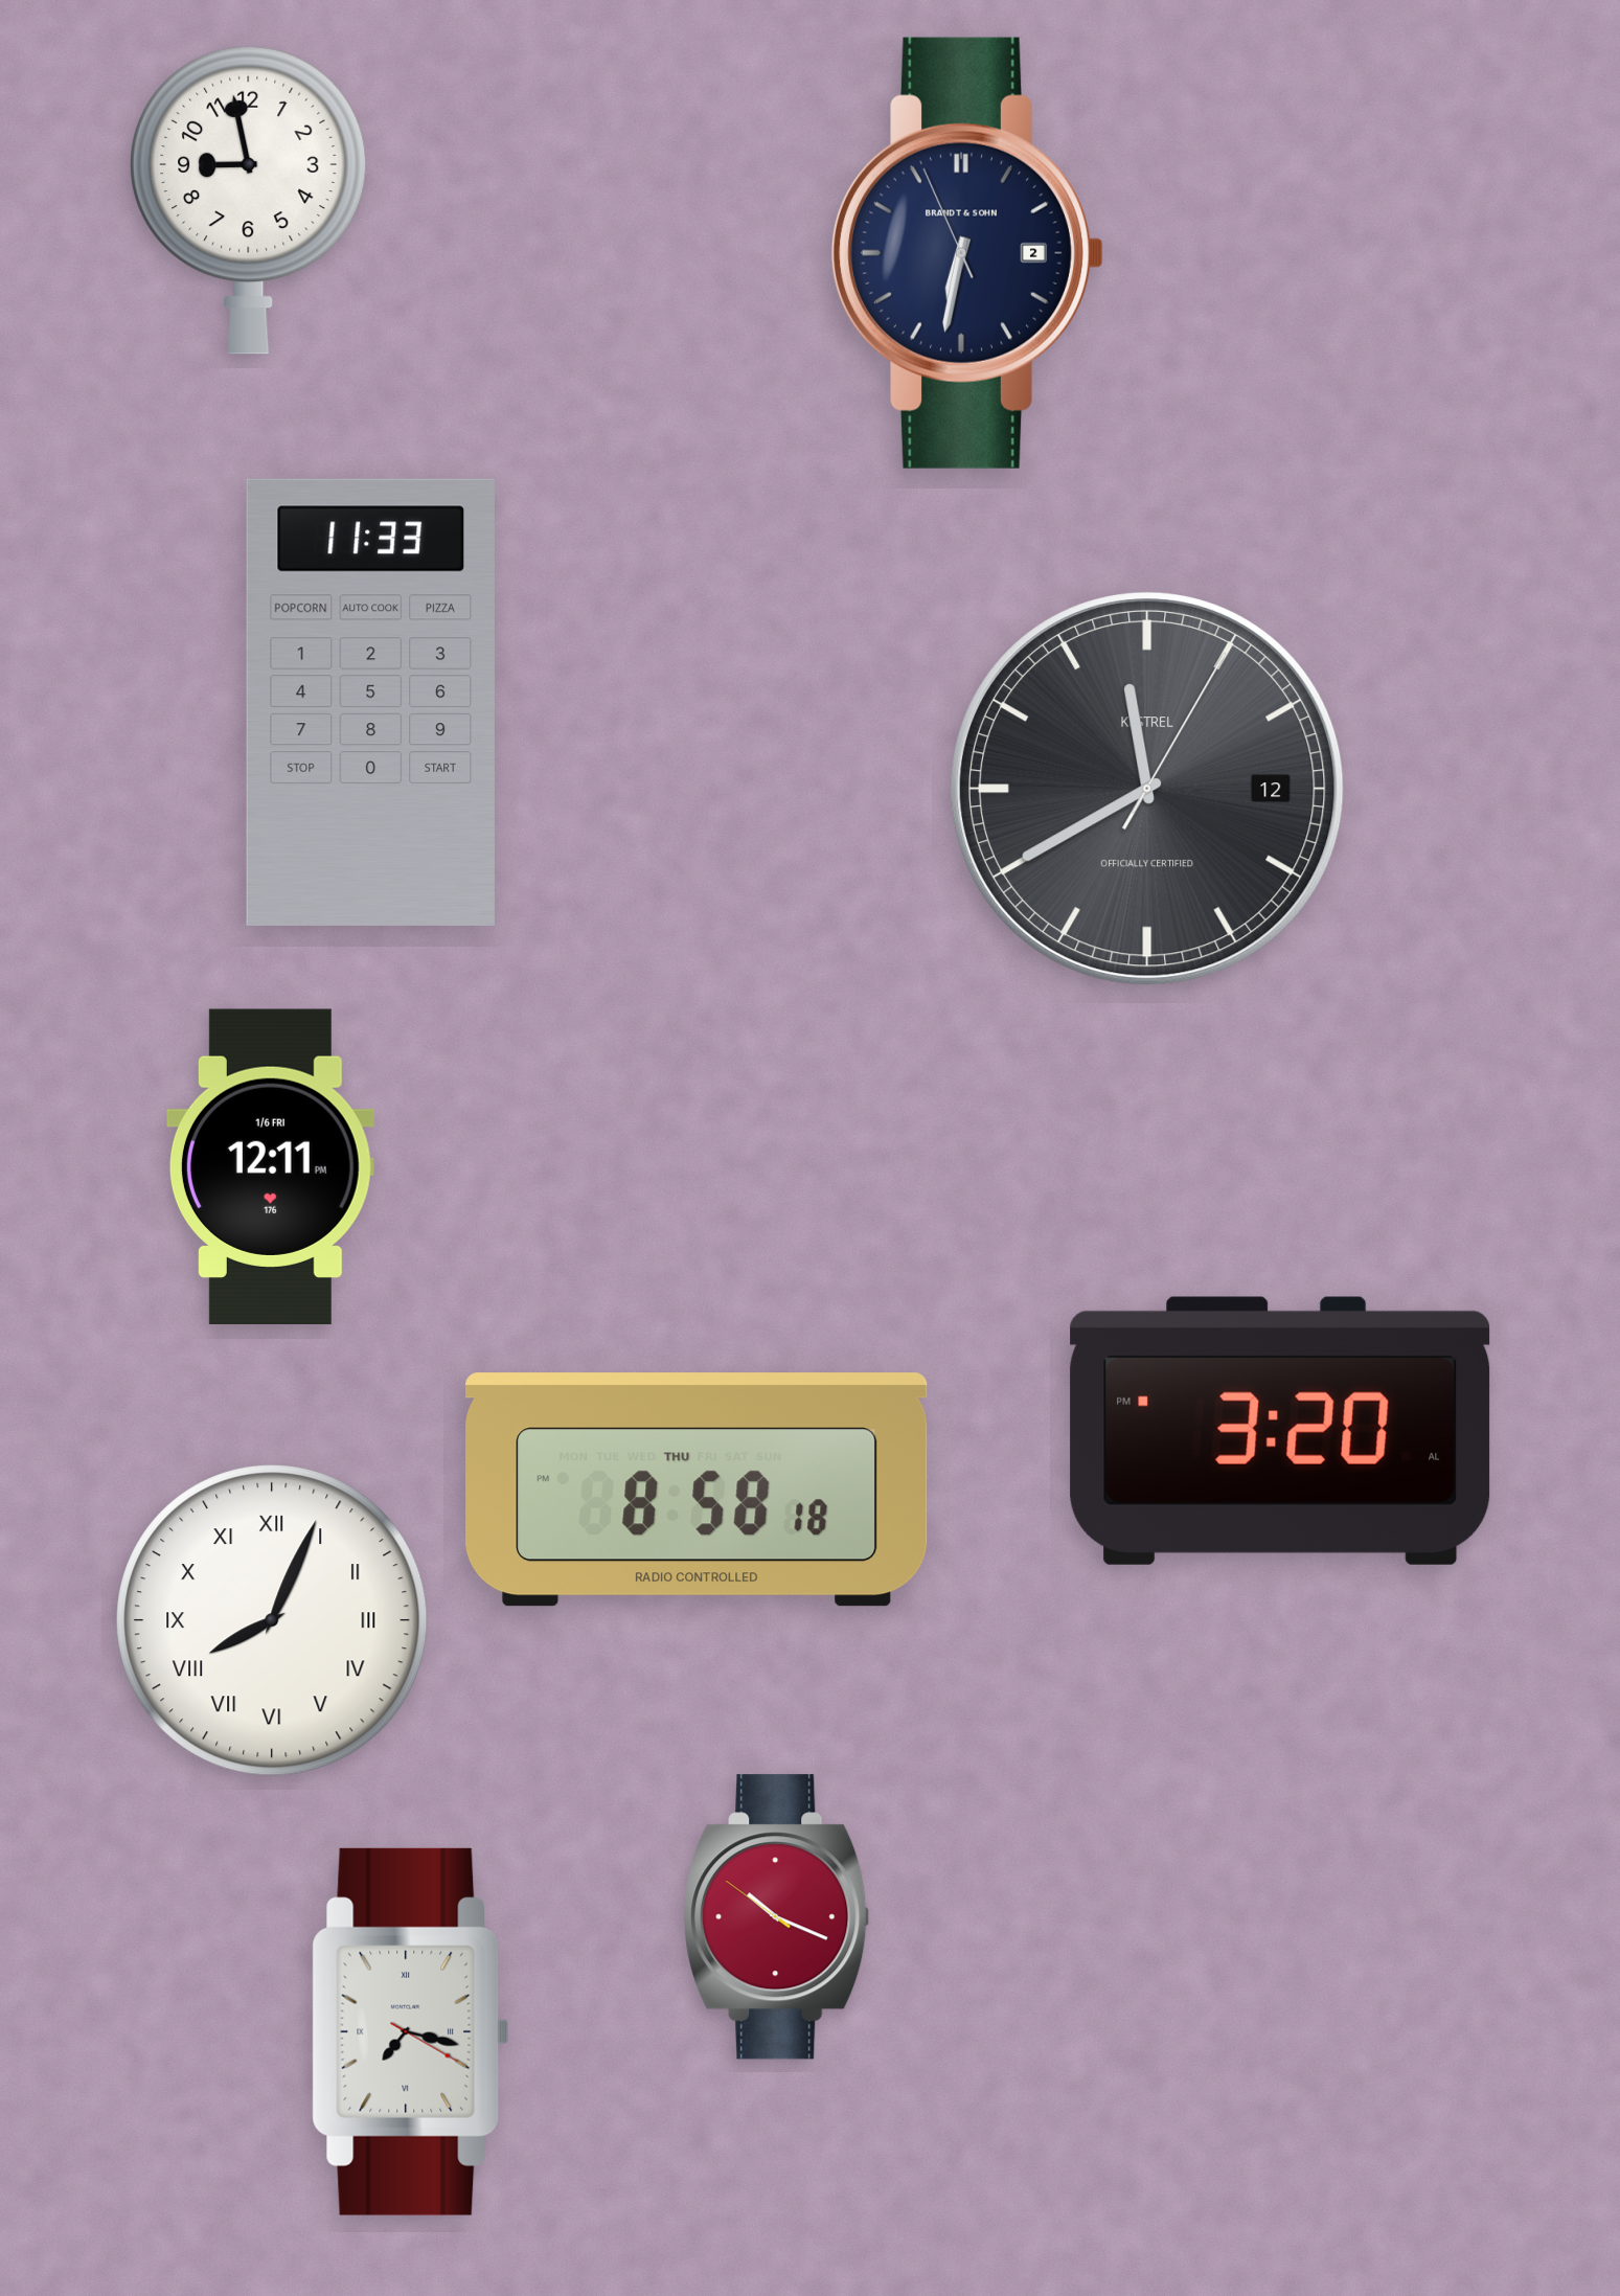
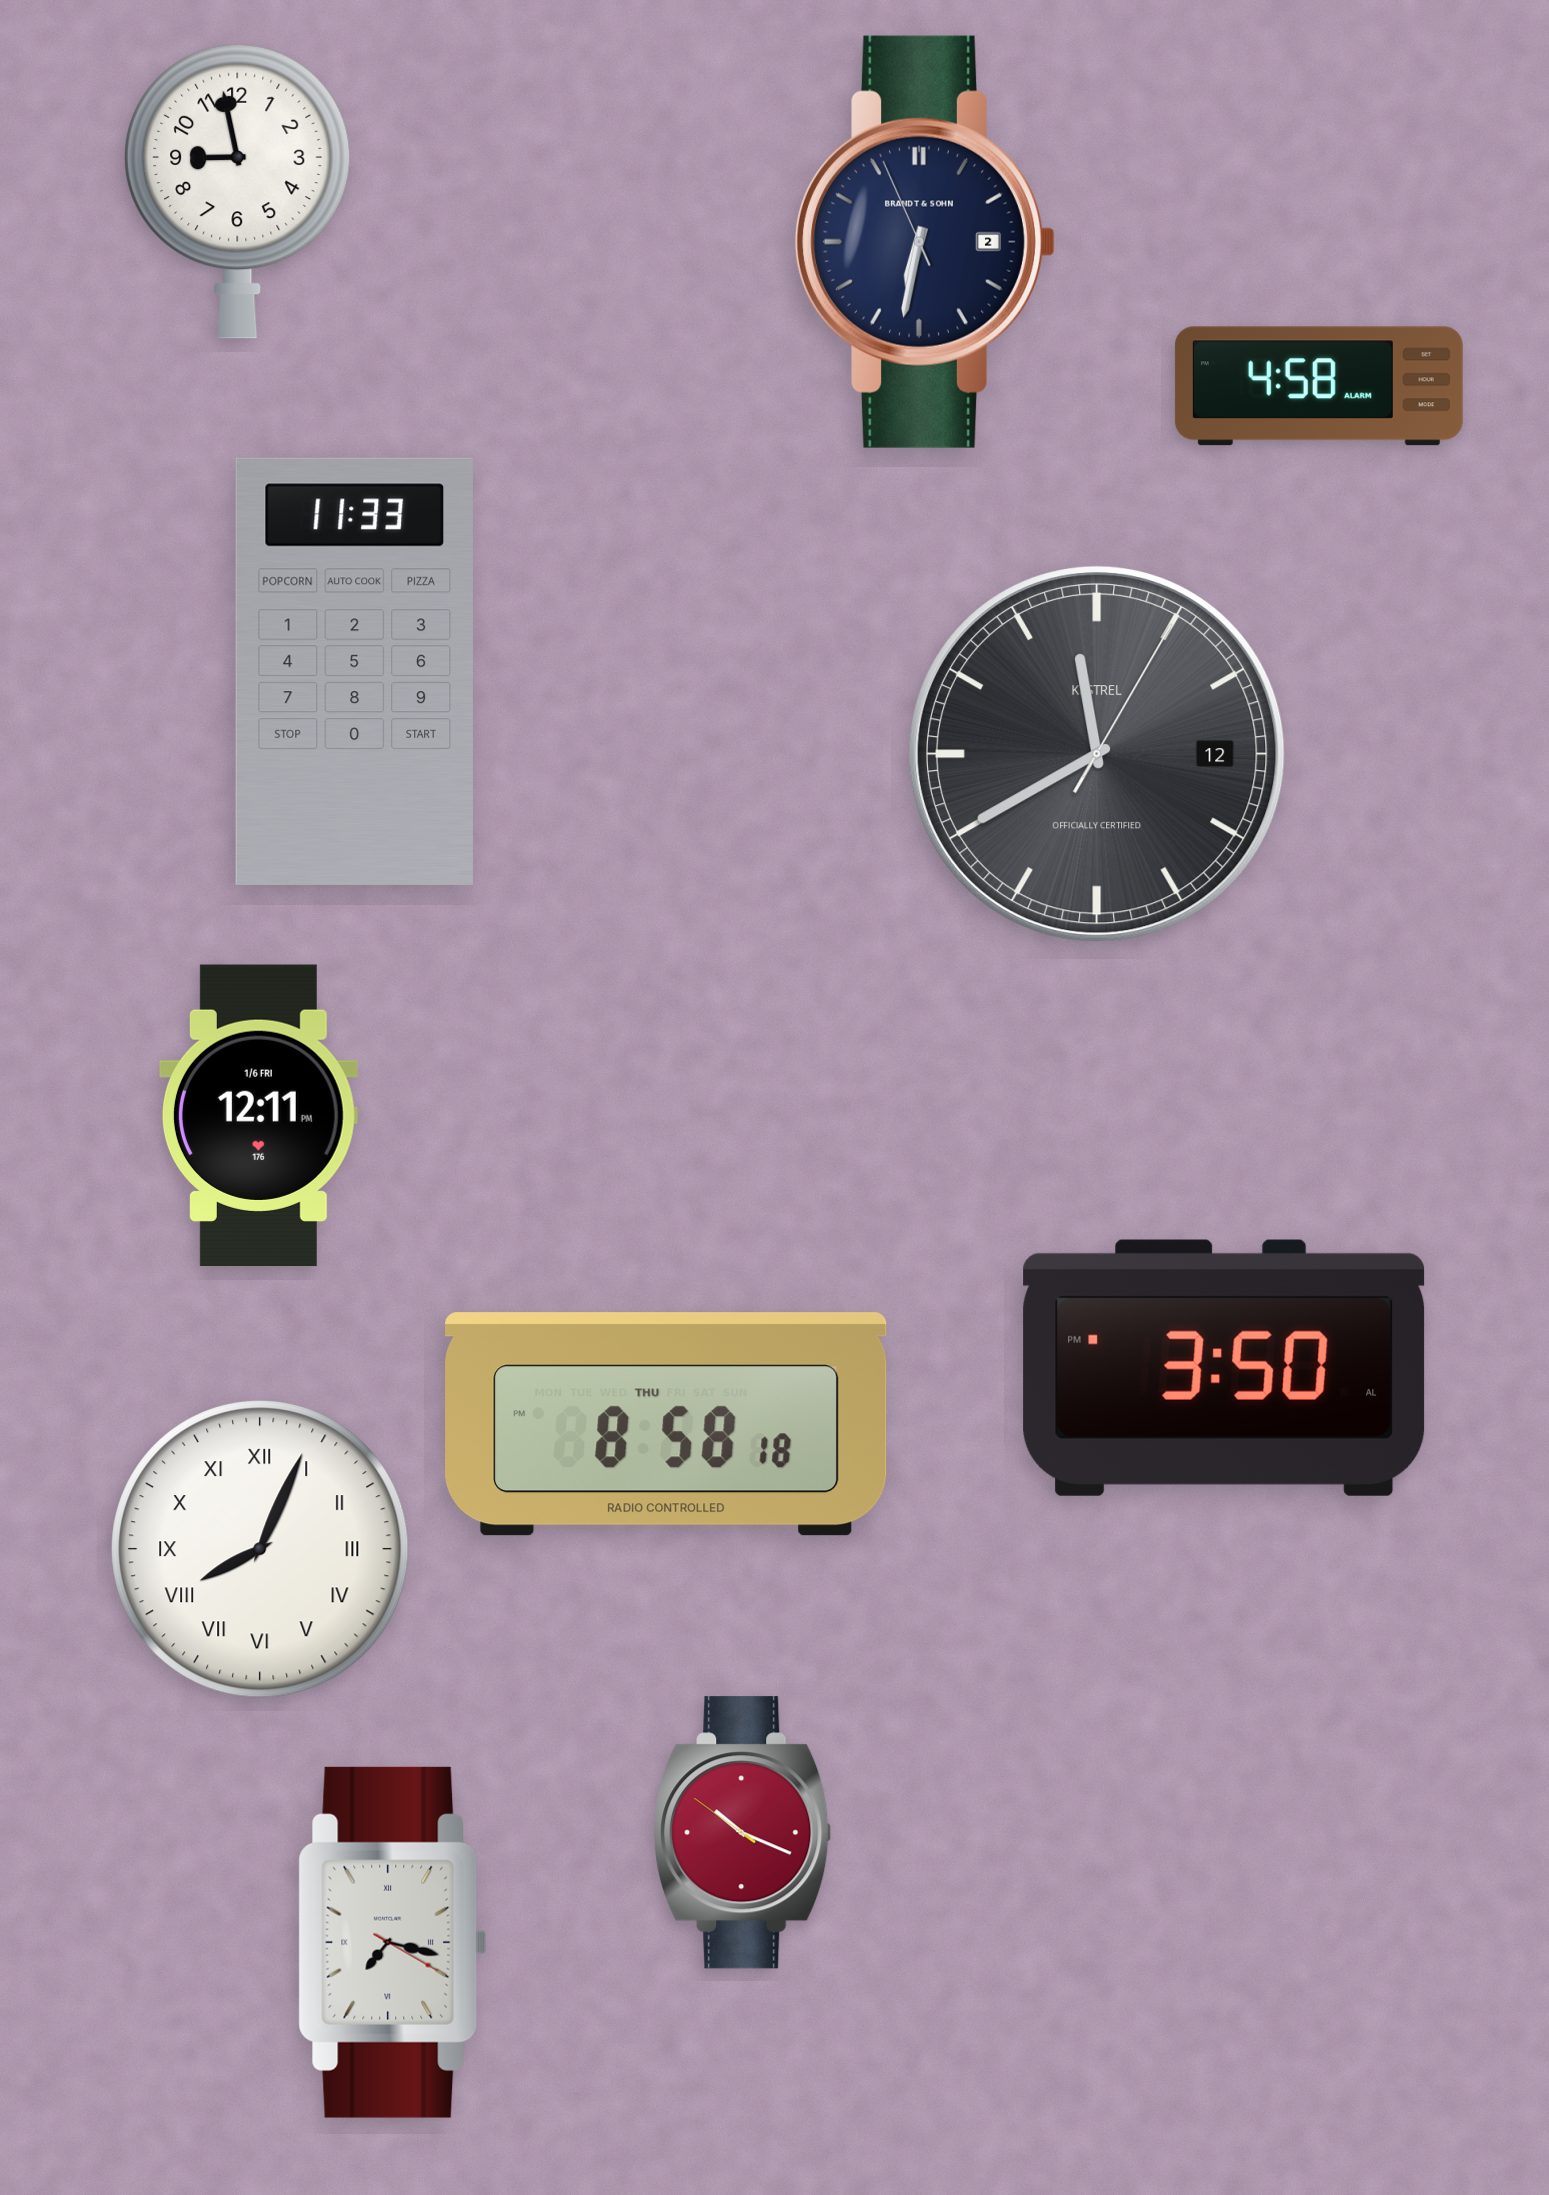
clock at (1319, 386): none -> 4:58
clock at (1280, 1431): 3:20 -> 3:50
